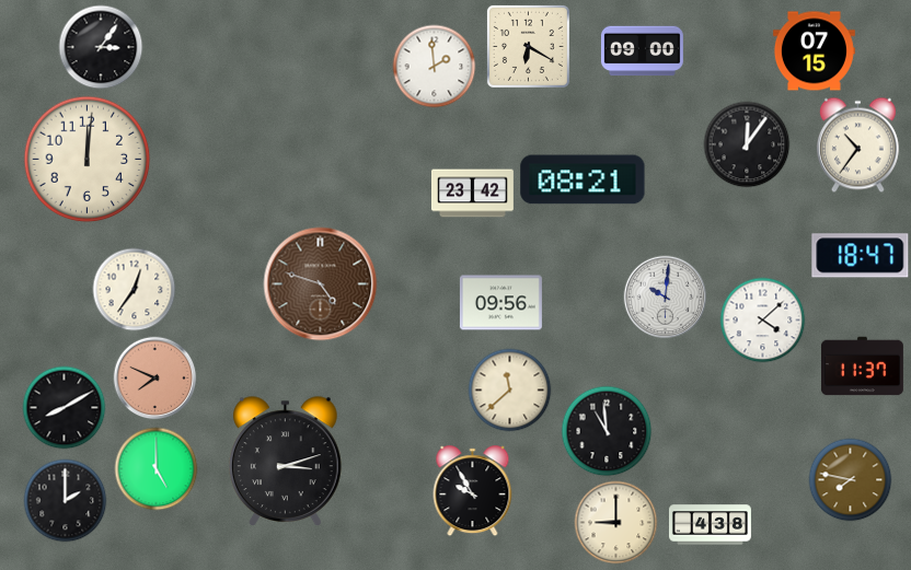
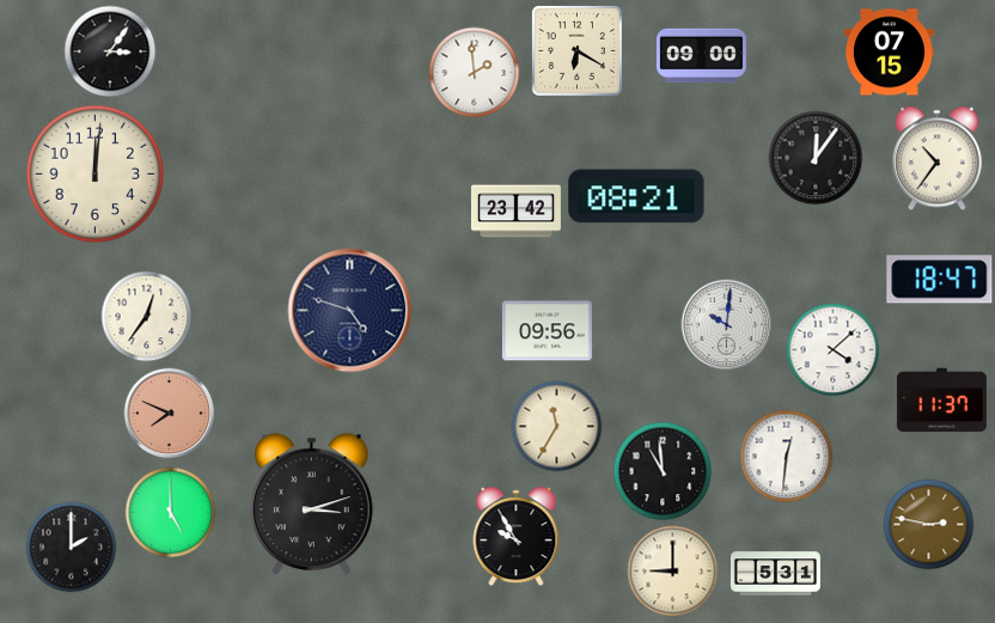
clock at (814, 51) position: (814, 51) -> (889, 53)
clock at (321, 284) dial: brown -> navy
clock at (510, 391): 11:38 -> 11:35
clock at (65, 408): 8:10 -> none
clock at (787, 457): none -> 12:31
clock at (851, 480): 7:47 -> 2:47
clock at (710, 525): 4:38 -> 5:31
